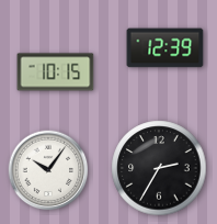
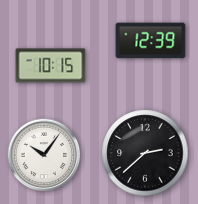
clock at (165, 48) position: (165, 48) -> (151, 41)
clock at (159, 168): 2:35 -> 2:38
